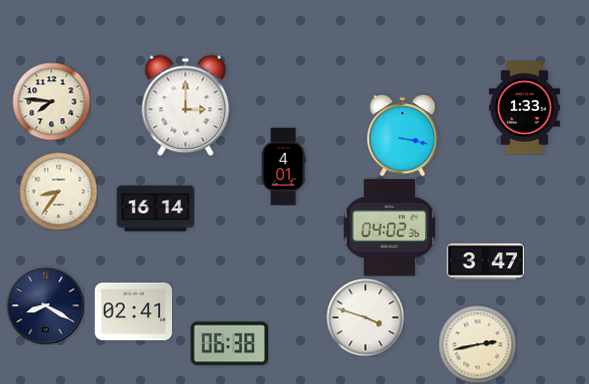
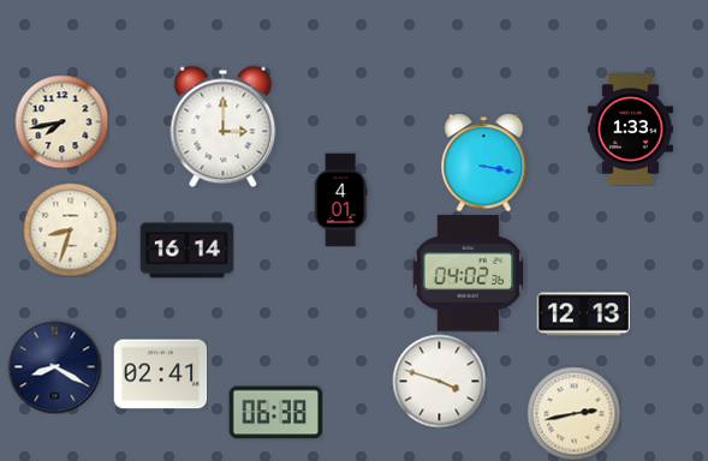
clock at (51, 101): 7:46 -> 7:43
clock at (58, 191): 8:36 -> 8:33
clock at (485, 262): 3:47 -> 12:13
